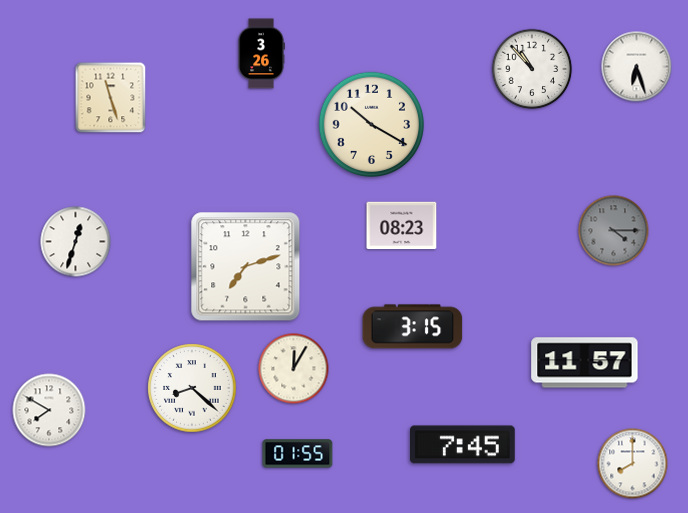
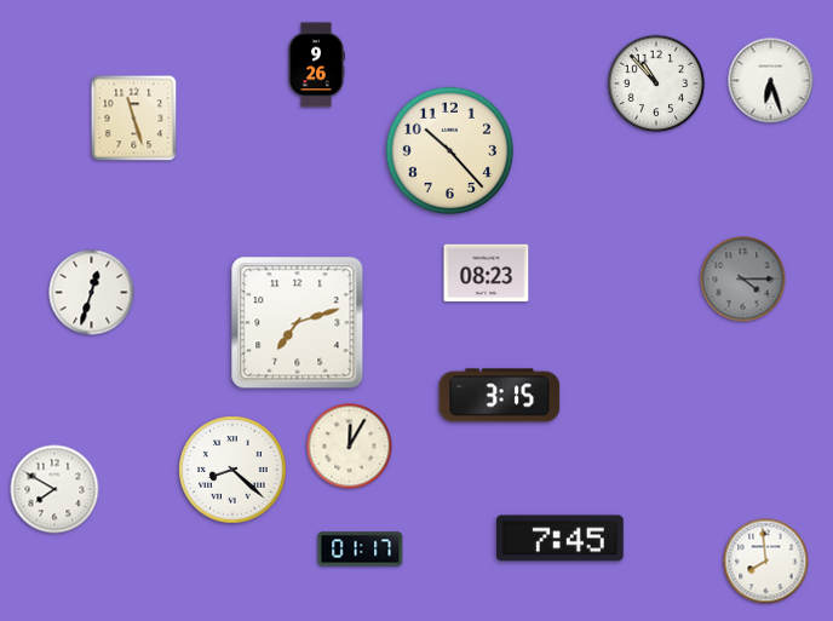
clock at (261, 54): 3:26 -> 9:26
clock at (532, 69) position: (532, 69) -> (656, 84)
clock at (371, 124): 10:20 -> 10:23
clock at (585, 363): 11:57 -> none
clock at (294, 369) position: (294, 369) -> (350, 447)
clock at (49, 410) position: (49, 410) -> (54, 489)
clock at (298, 454): 01:55 -> 01:17
clock at (633, 464): 8:00 -> 7:59
